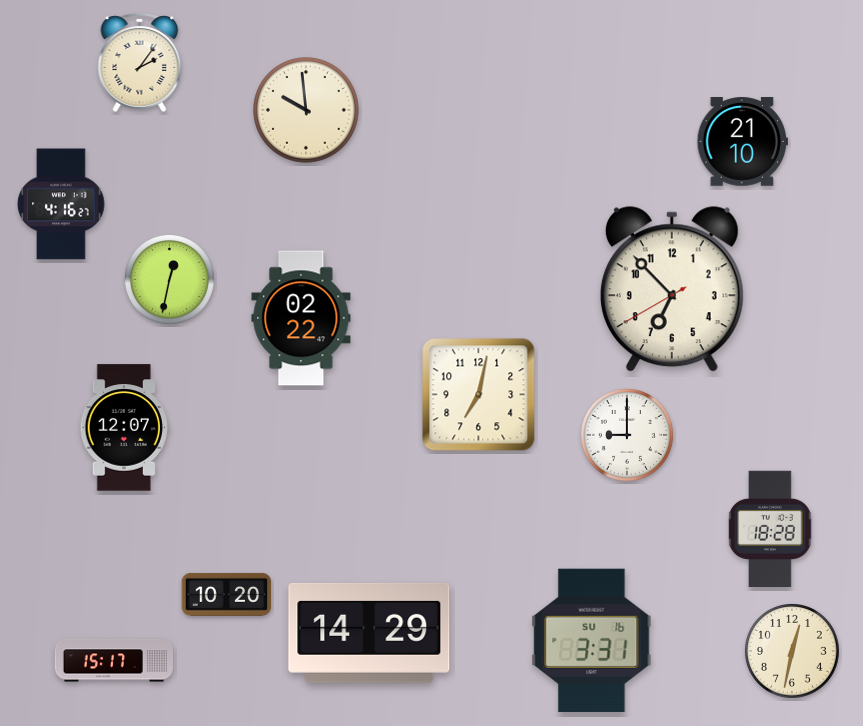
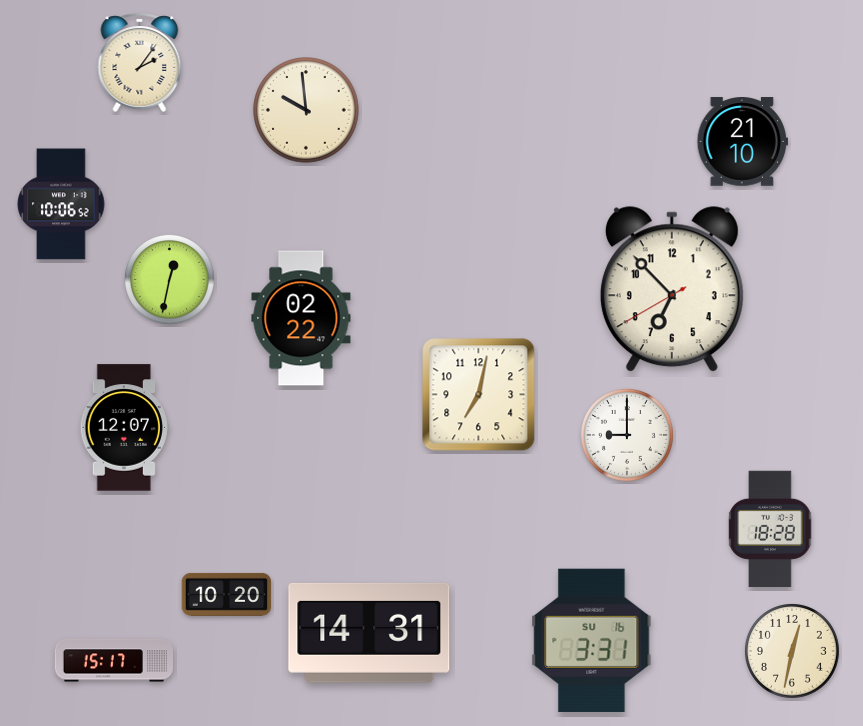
clock at (61, 204): 4:16 -> 10:06
clock at (369, 633): 14:29 -> 14:31
